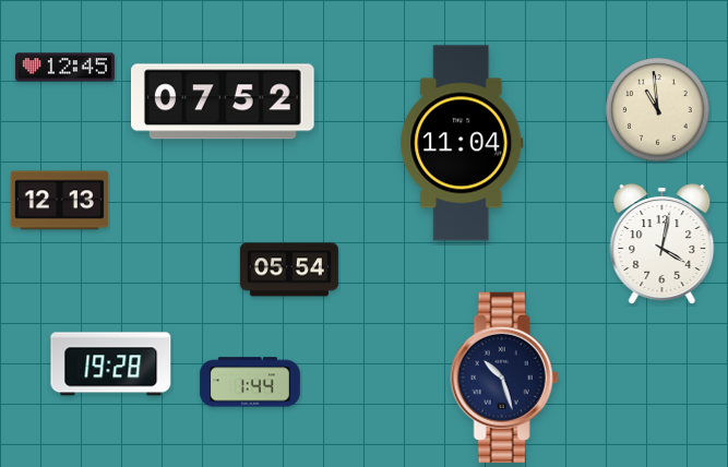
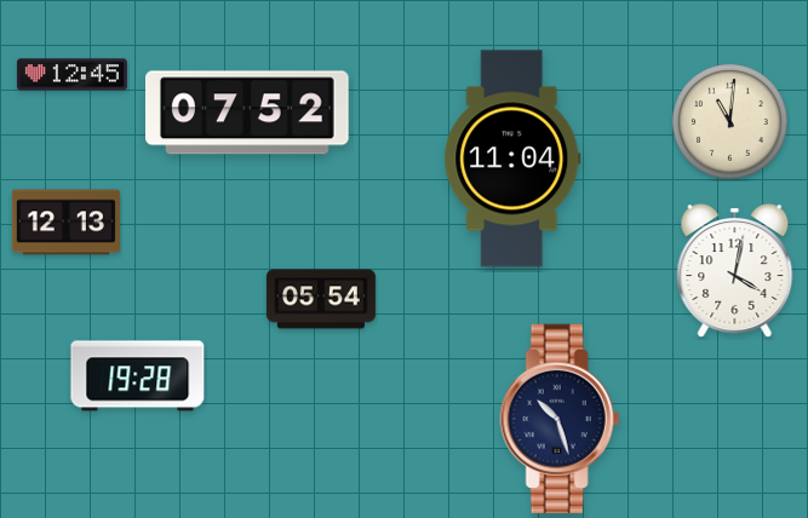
clock at (658, 110): 10:59 -> 11:01
clock at (111, 364) position: (111, 364) -> (138, 376)
clock at (250, 382): 1:44 -> none
